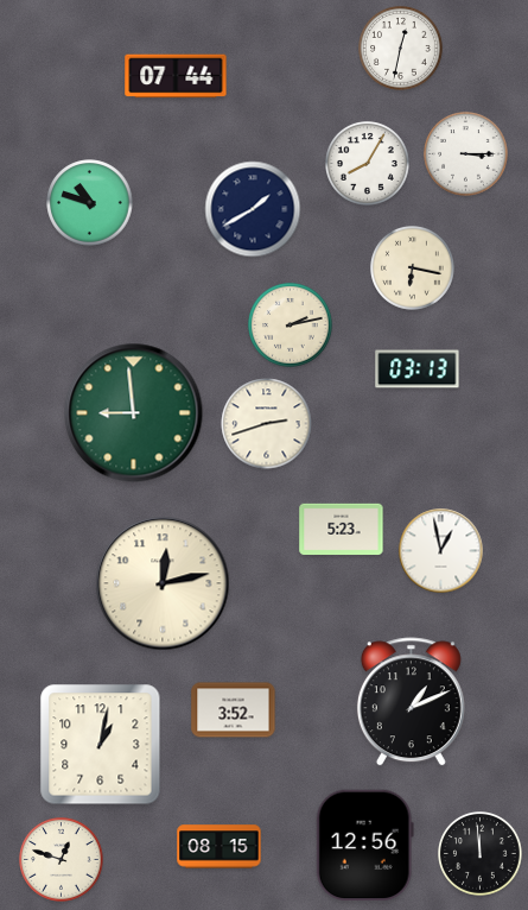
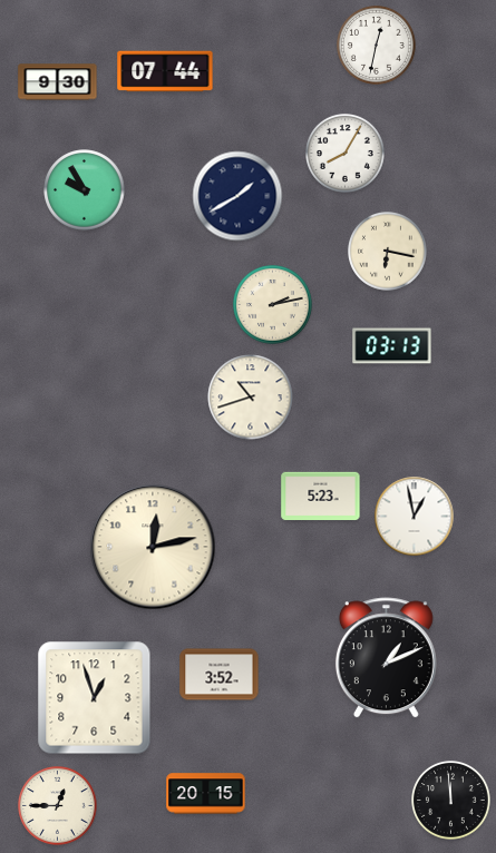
clock at (58, 82): none -> 9:30
clock at (466, 154): 3:15 -> none
clock at (90, 203): 10:48 -> 9:55
clock at (134, 413): 8:59 -> none
clock at (267, 424): 2:42 -> 10:42
clock at (234, 710) position: (234, 710) -> (220, 675)
clock at (101, 745): 1:02 -> 12:57
clock at (364, 846): 12:56 -> none
clock at (220, 847): 08:15 -> 20:15
clock at (62, 860): 12:48 -> 12:45
